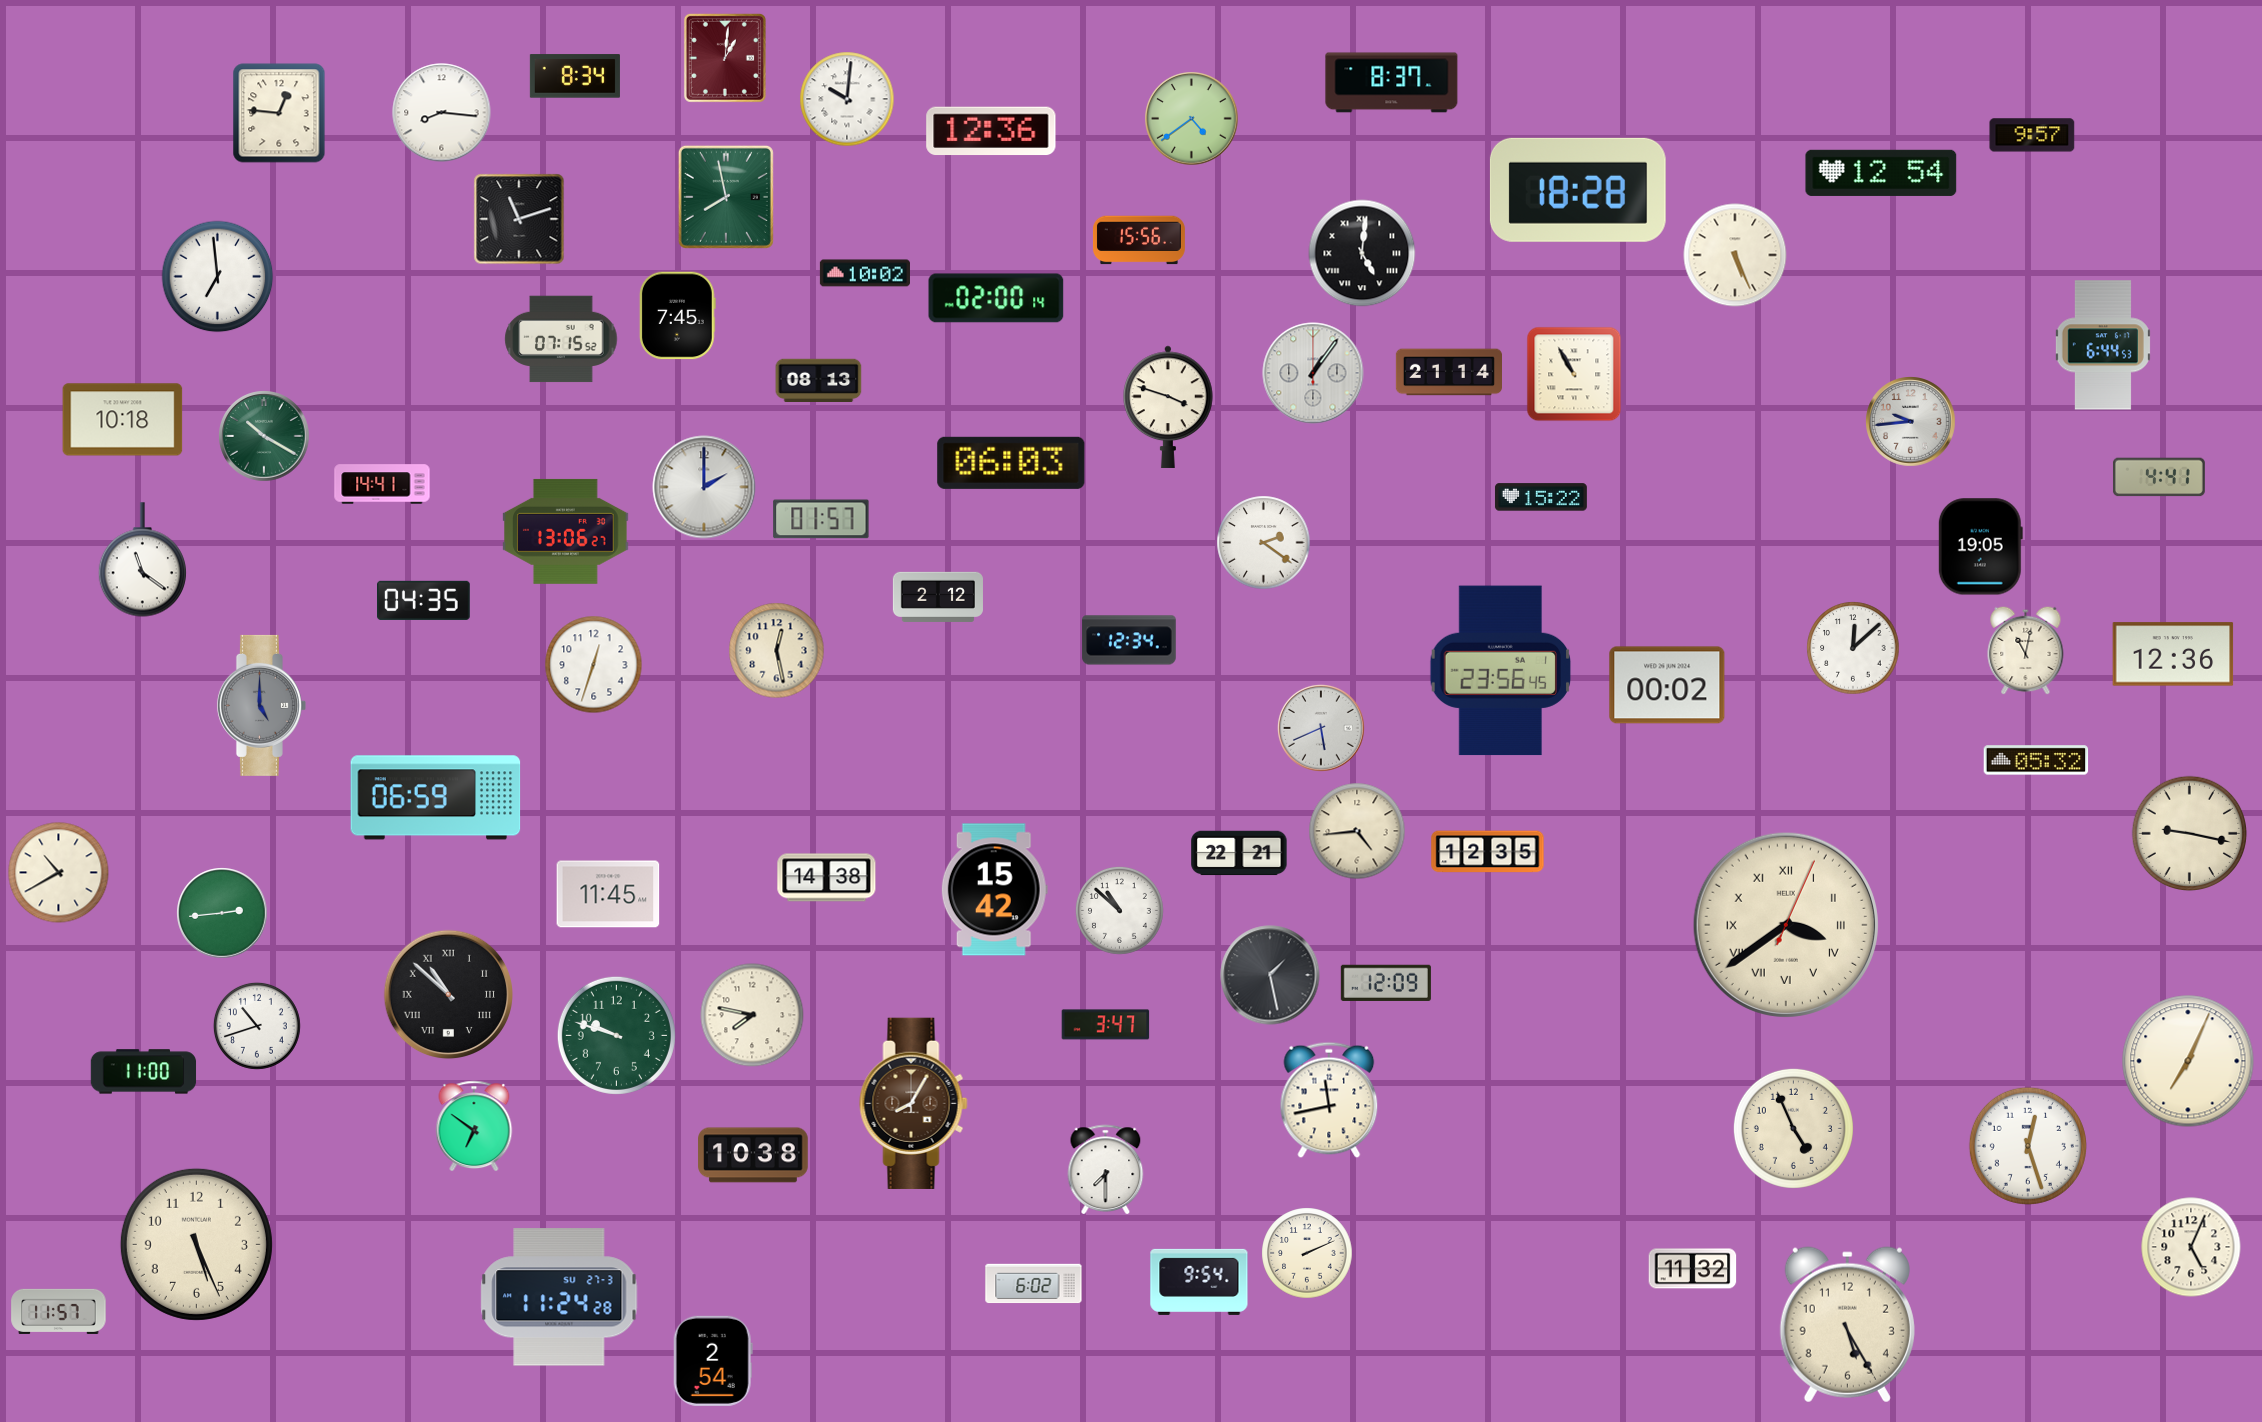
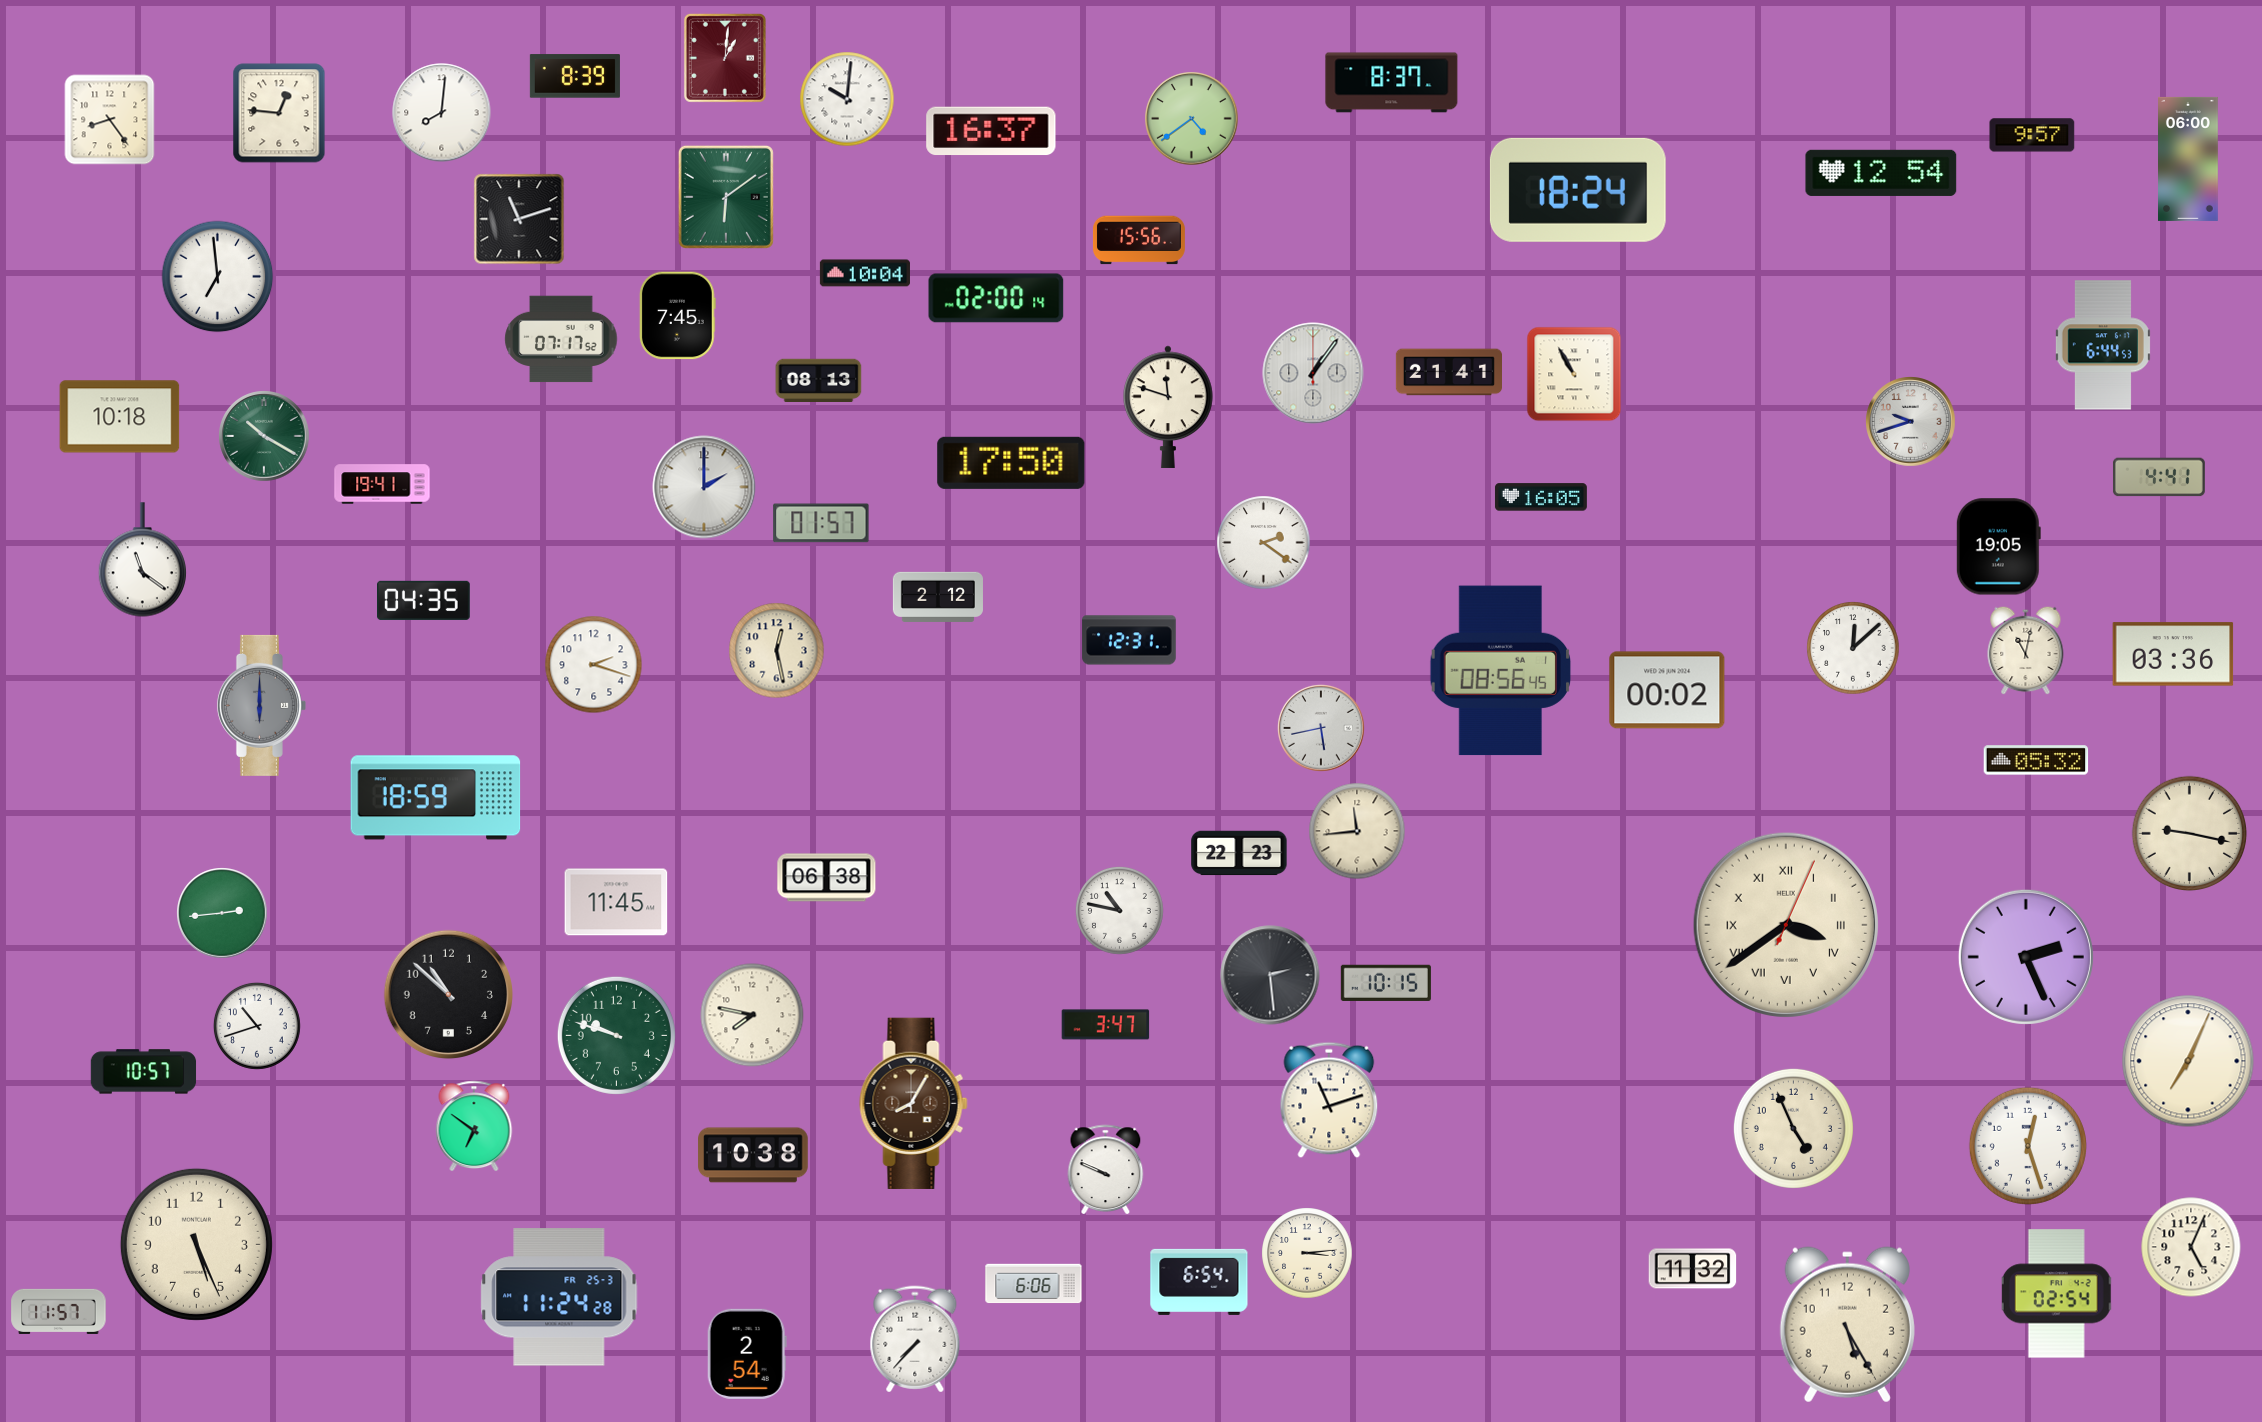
clock at (575, 76): 8:34 -> 8:39
clock at (442, 113): 8:16 -> 8:01
clock at (110, 120): none -> 8:24
clock at (991, 131): 12:36 -> 16:37
clock at (2189, 159): none -> 06:00
clock at (1578, 190): 18:28 -> 18:24
clock at (726, 197): 7:58 -> 6:09
clock at (1362, 253): 5:01 -> none
clock at (1735, 255): 5:26 -> none
clock at (865, 273): 10:02 -> 10:04
clock at (561, 339): 07:15 -> 07:17
clock at (1448, 372): 21:14 -> 21:41
clock at (1169, 407): 3:48 -> 11:48
clock at (123, 420) position: (123, 420) -> (120, 417)
clock at (1911, 422): 9:44 -> 9:42
clock at (1011, 463): 06:03 -> 17:50
clock at (382, 484): 14:41 -> 19:41
clock at (1541, 497): 15:22 -> 16:05
clock at (821, 519) position: (821, 519) -> (821, 523)
clock at (566, 531): 13:06 -> none
clock at (1980, 547) position: (1980, 547) -> (1998, 547)
clock at (1129, 640): 12:34 -> 12:31
clock at (2173, 654): 12:36 -> 03:36
clock at (594, 665): 12:33 -> 2:18
clock at (1500, 671): 23:56 -> 08:56
clock at (1667, 685) position: (1667, 685) -> (1667, 690)
clock at (261, 705): 5:00 -> 6:00
clock at (1321, 728): 5:41 -> 5:43
clock at (436, 798): 06:59 -> 18:59
clock at (1357, 831): 4:44 -> 11:44
clock at (1488, 852): 12:35 -> none
clock at (1239, 853): 22:21 -> 22:23
clock at (59, 873): 10:40 -> none
clock at (827, 878): 14:38 -> 06:38
clock at (994, 890): 15:42 -> none
clock at (608, 894) position: (608, 894) -> (616, 902)
clock at (1119, 910): 10:52 -> 10:47
clock at (2026, 957): none -> 2:26
clock at (1270, 975): 1:28 -> 2:29
clock at (1386, 983): 12:09 -> 10:15
clock at (449, 995) numerals: Roman -> Arabic
clock at (144, 1072): 11:00 -> 10:57
clock at (1329, 1100): 11:43 -> 11:12
clock at (1106, 1169): 7:30 -> 9:49
clock at (1307, 1253): 2:11 -> 3:14
clock at (1199, 1282): 9:54 -> 6:54
clock at (1034, 1284): 6:02 -> 6:06
clock at (2057, 1294): none -> 02:54
clock at (559, 1297) date: SU 27-3 -> FR 25-3
clock at (915, 1339): none -> 7:37
clock at (713, 1361) position: (713, 1361) -> (747, 1354)
